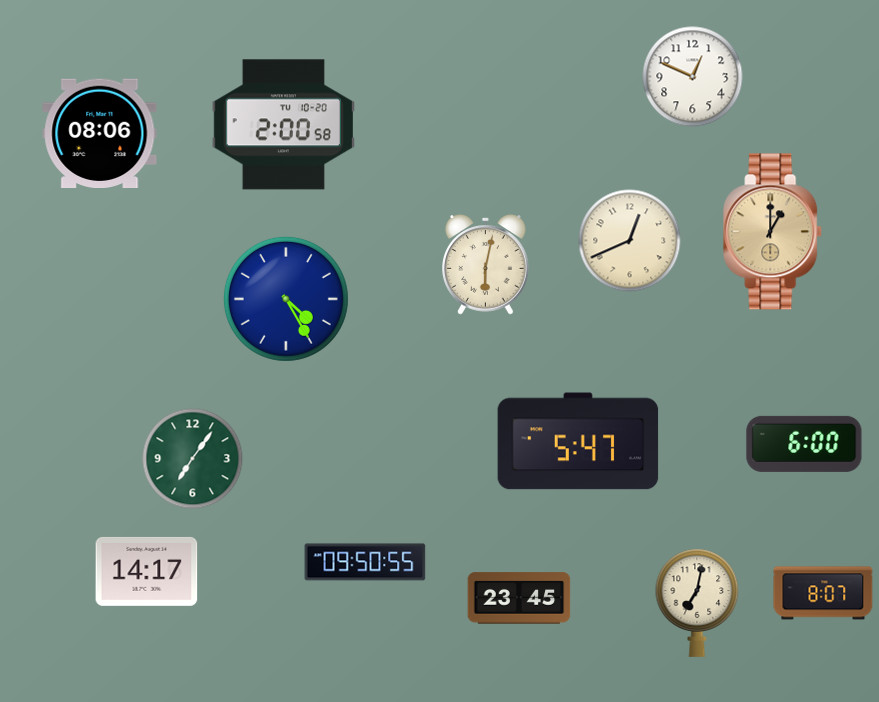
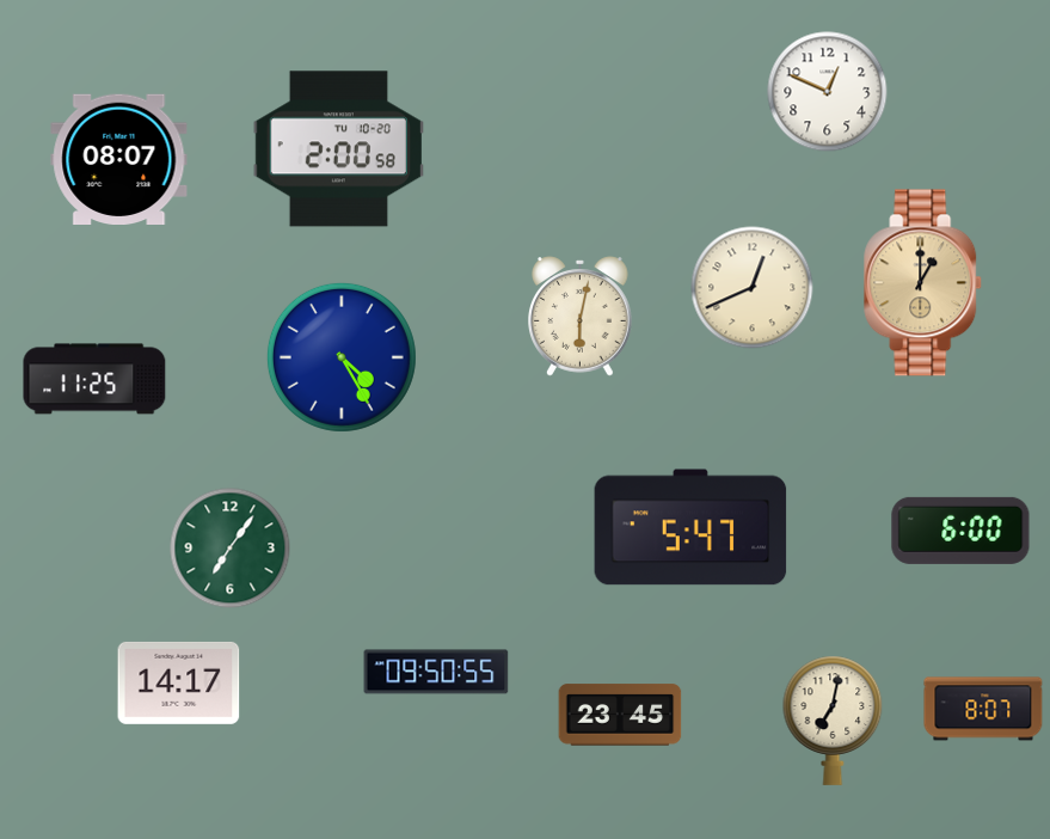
clock at (100, 133): 08:06 -> 08:07
clock at (773, 232) position: (773, 232) -> (923, 283)
clock at (94, 379): none -> 11:25
clock at (147, 571) position: (147, 571) -> (179, 682)
